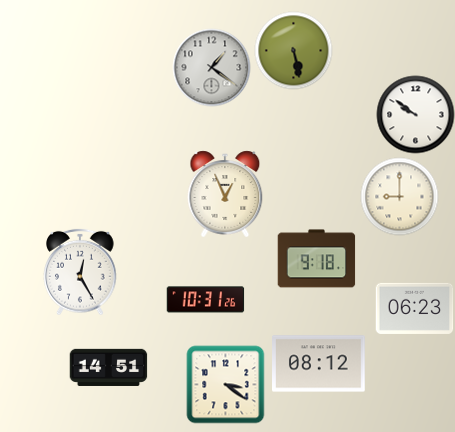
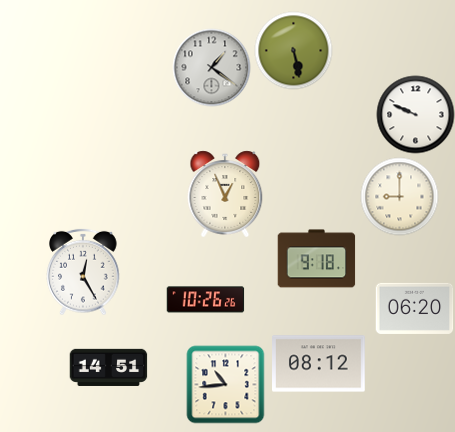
clock at (415, 114): 9:51 -> 9:49
clock at (80, 272) position: (80, 272) -> (83, 272)
clock at (205, 300): 10:31 -> 10:26
clock at (414, 308): 06:23 -> 06:20
clock at (225, 384): 3:21 -> 10:44
